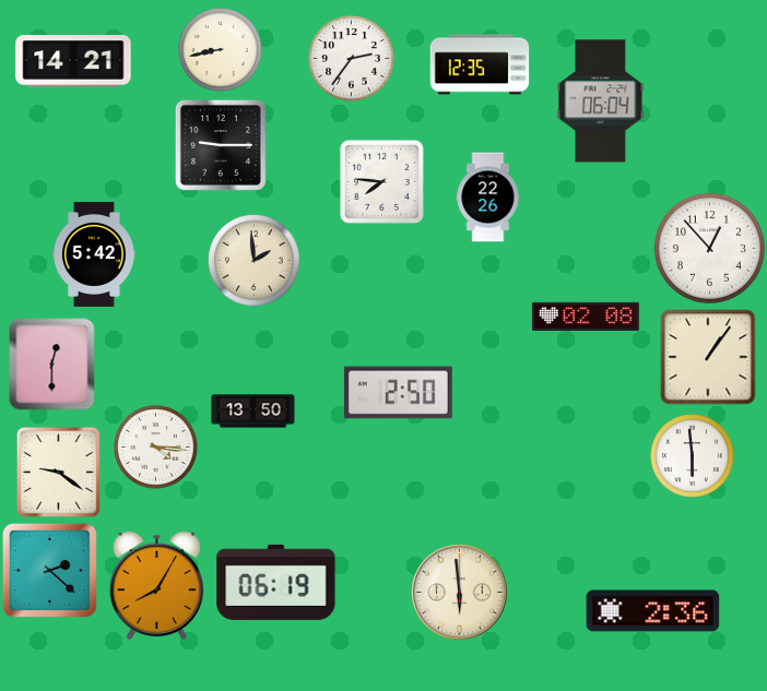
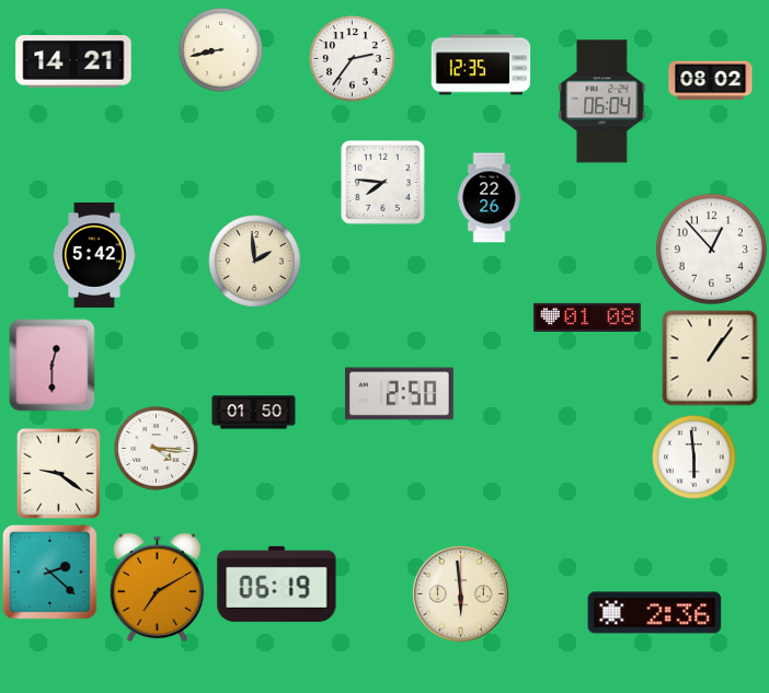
clock at (711, 81): none -> 08:02
clock at (221, 145): 9:15 -> none
clock at (586, 317): 02:08 -> 01:08
clock at (253, 412): 13:50 -> 01:50
clock at (156, 586): 8:05 -> 7:10
